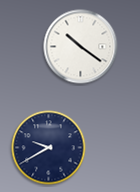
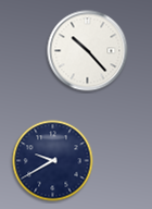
clock at (81, 47): 10:21 -> 10:23
